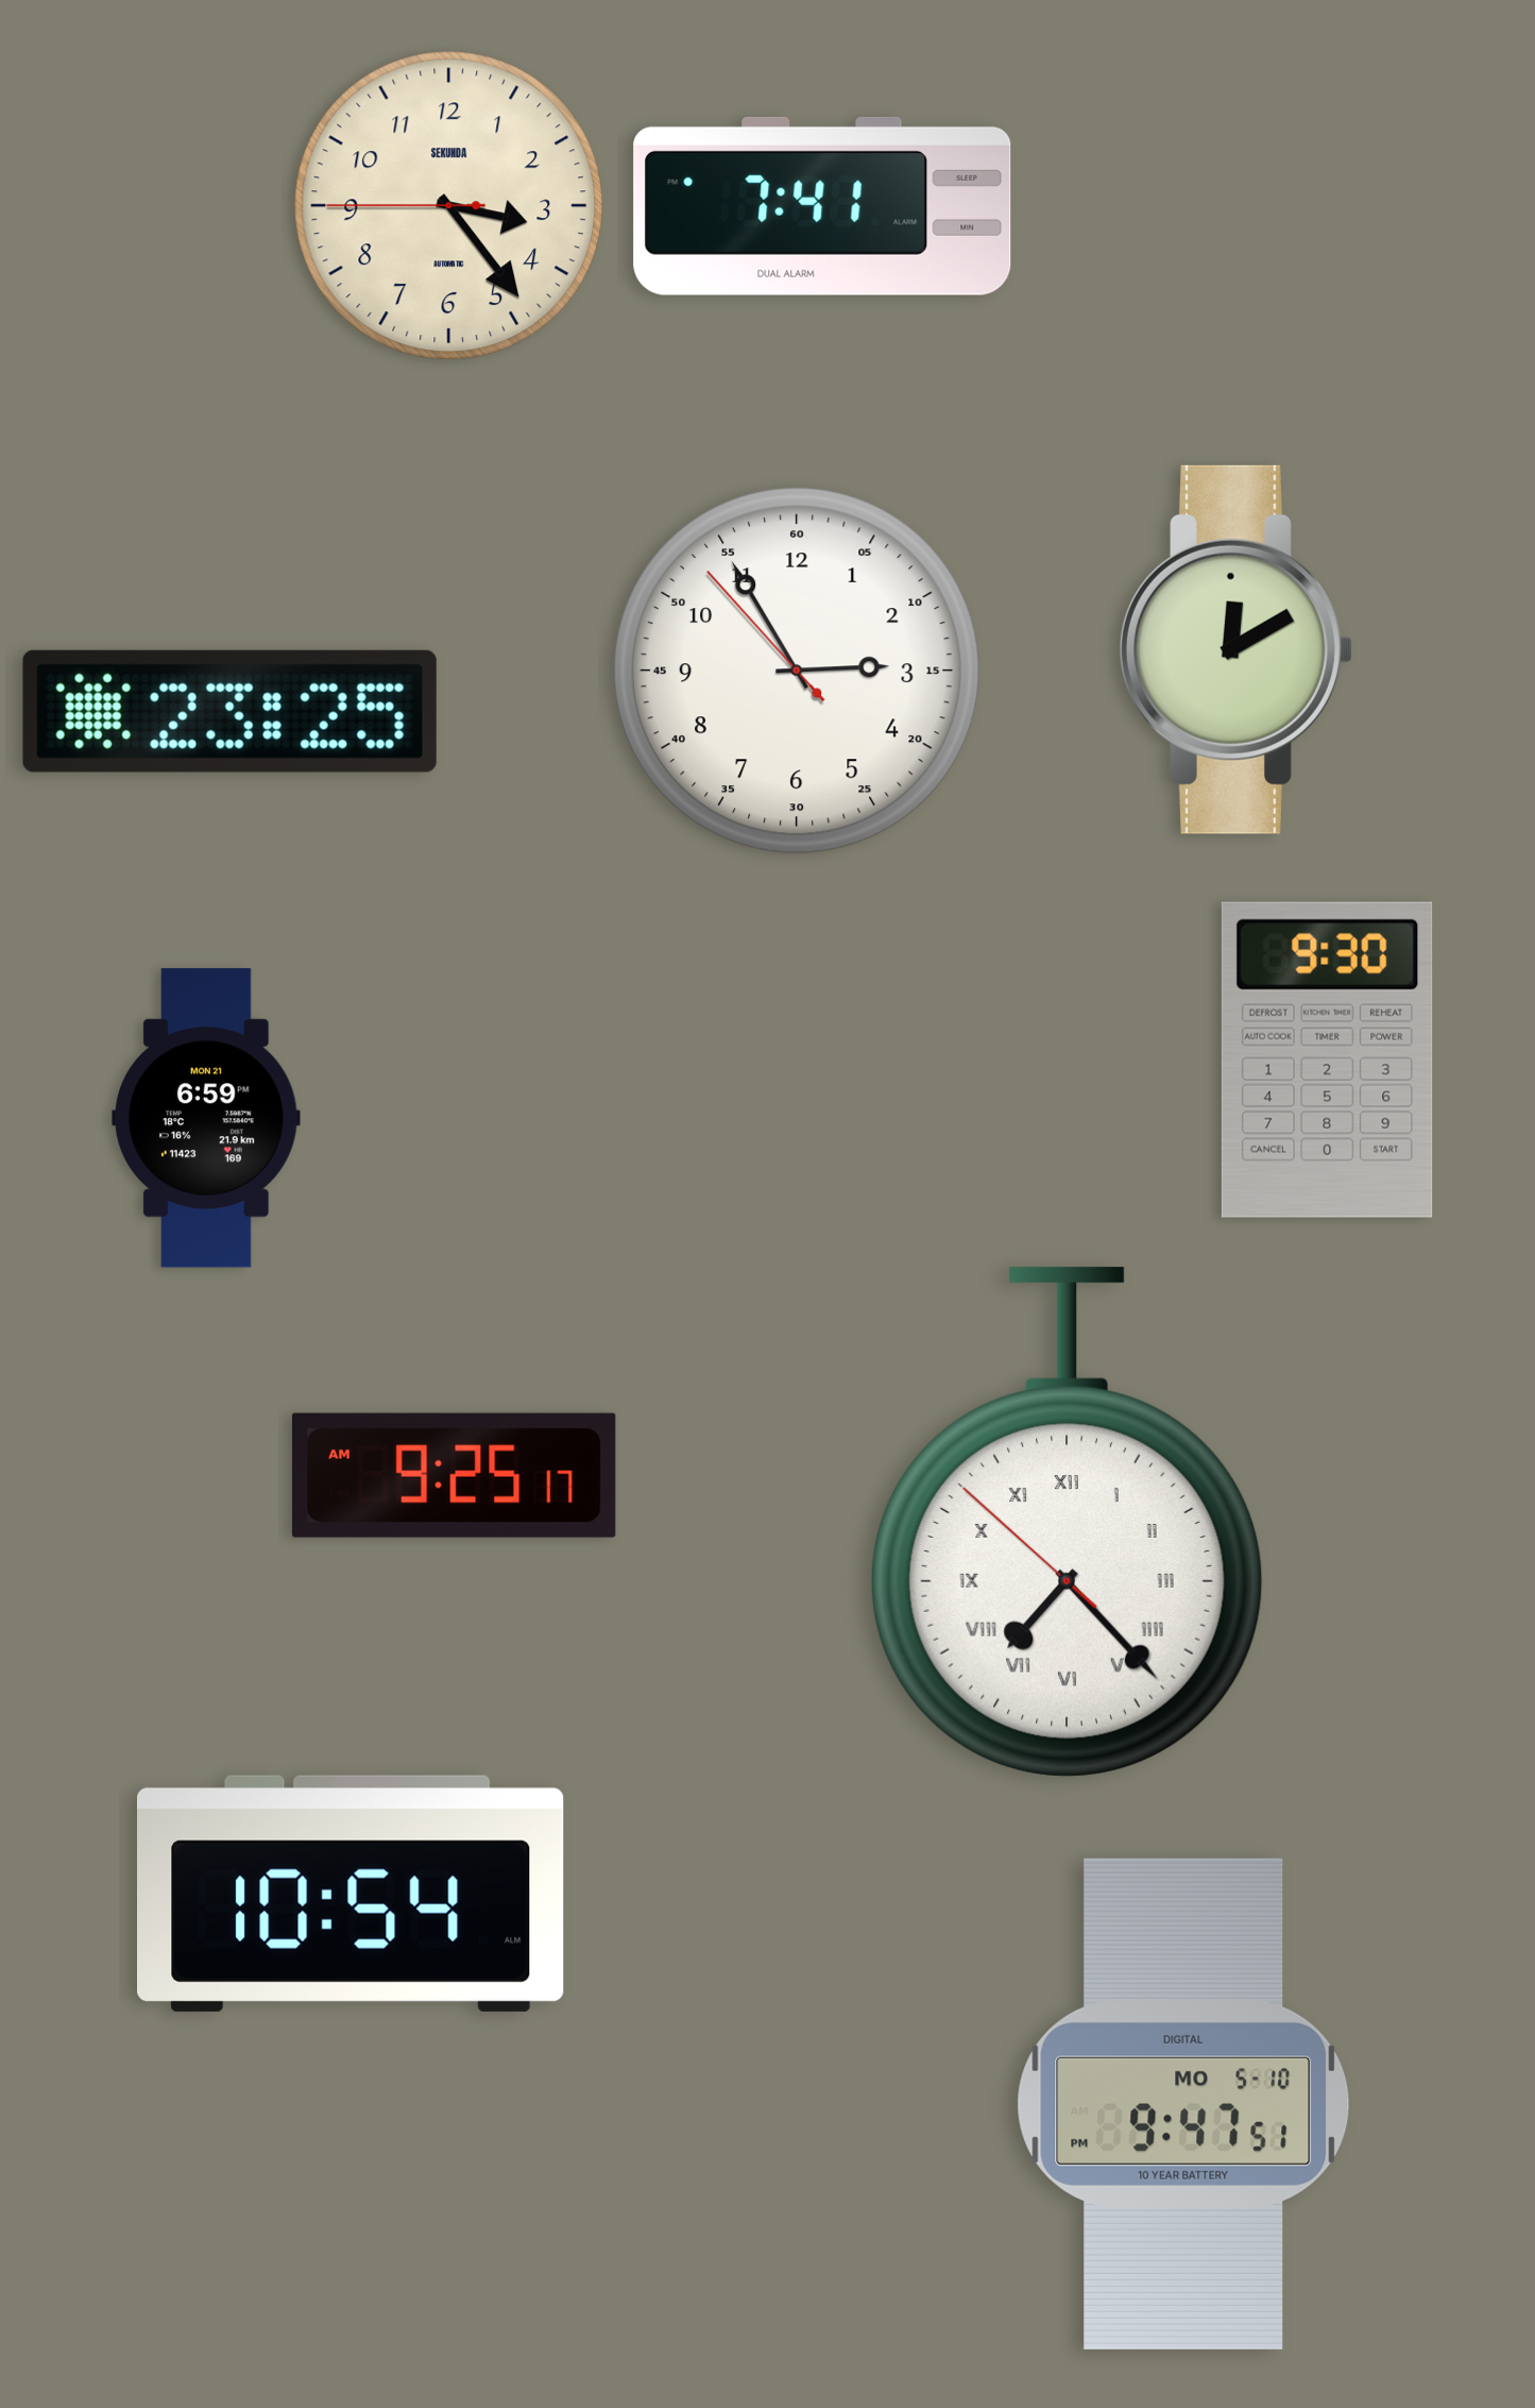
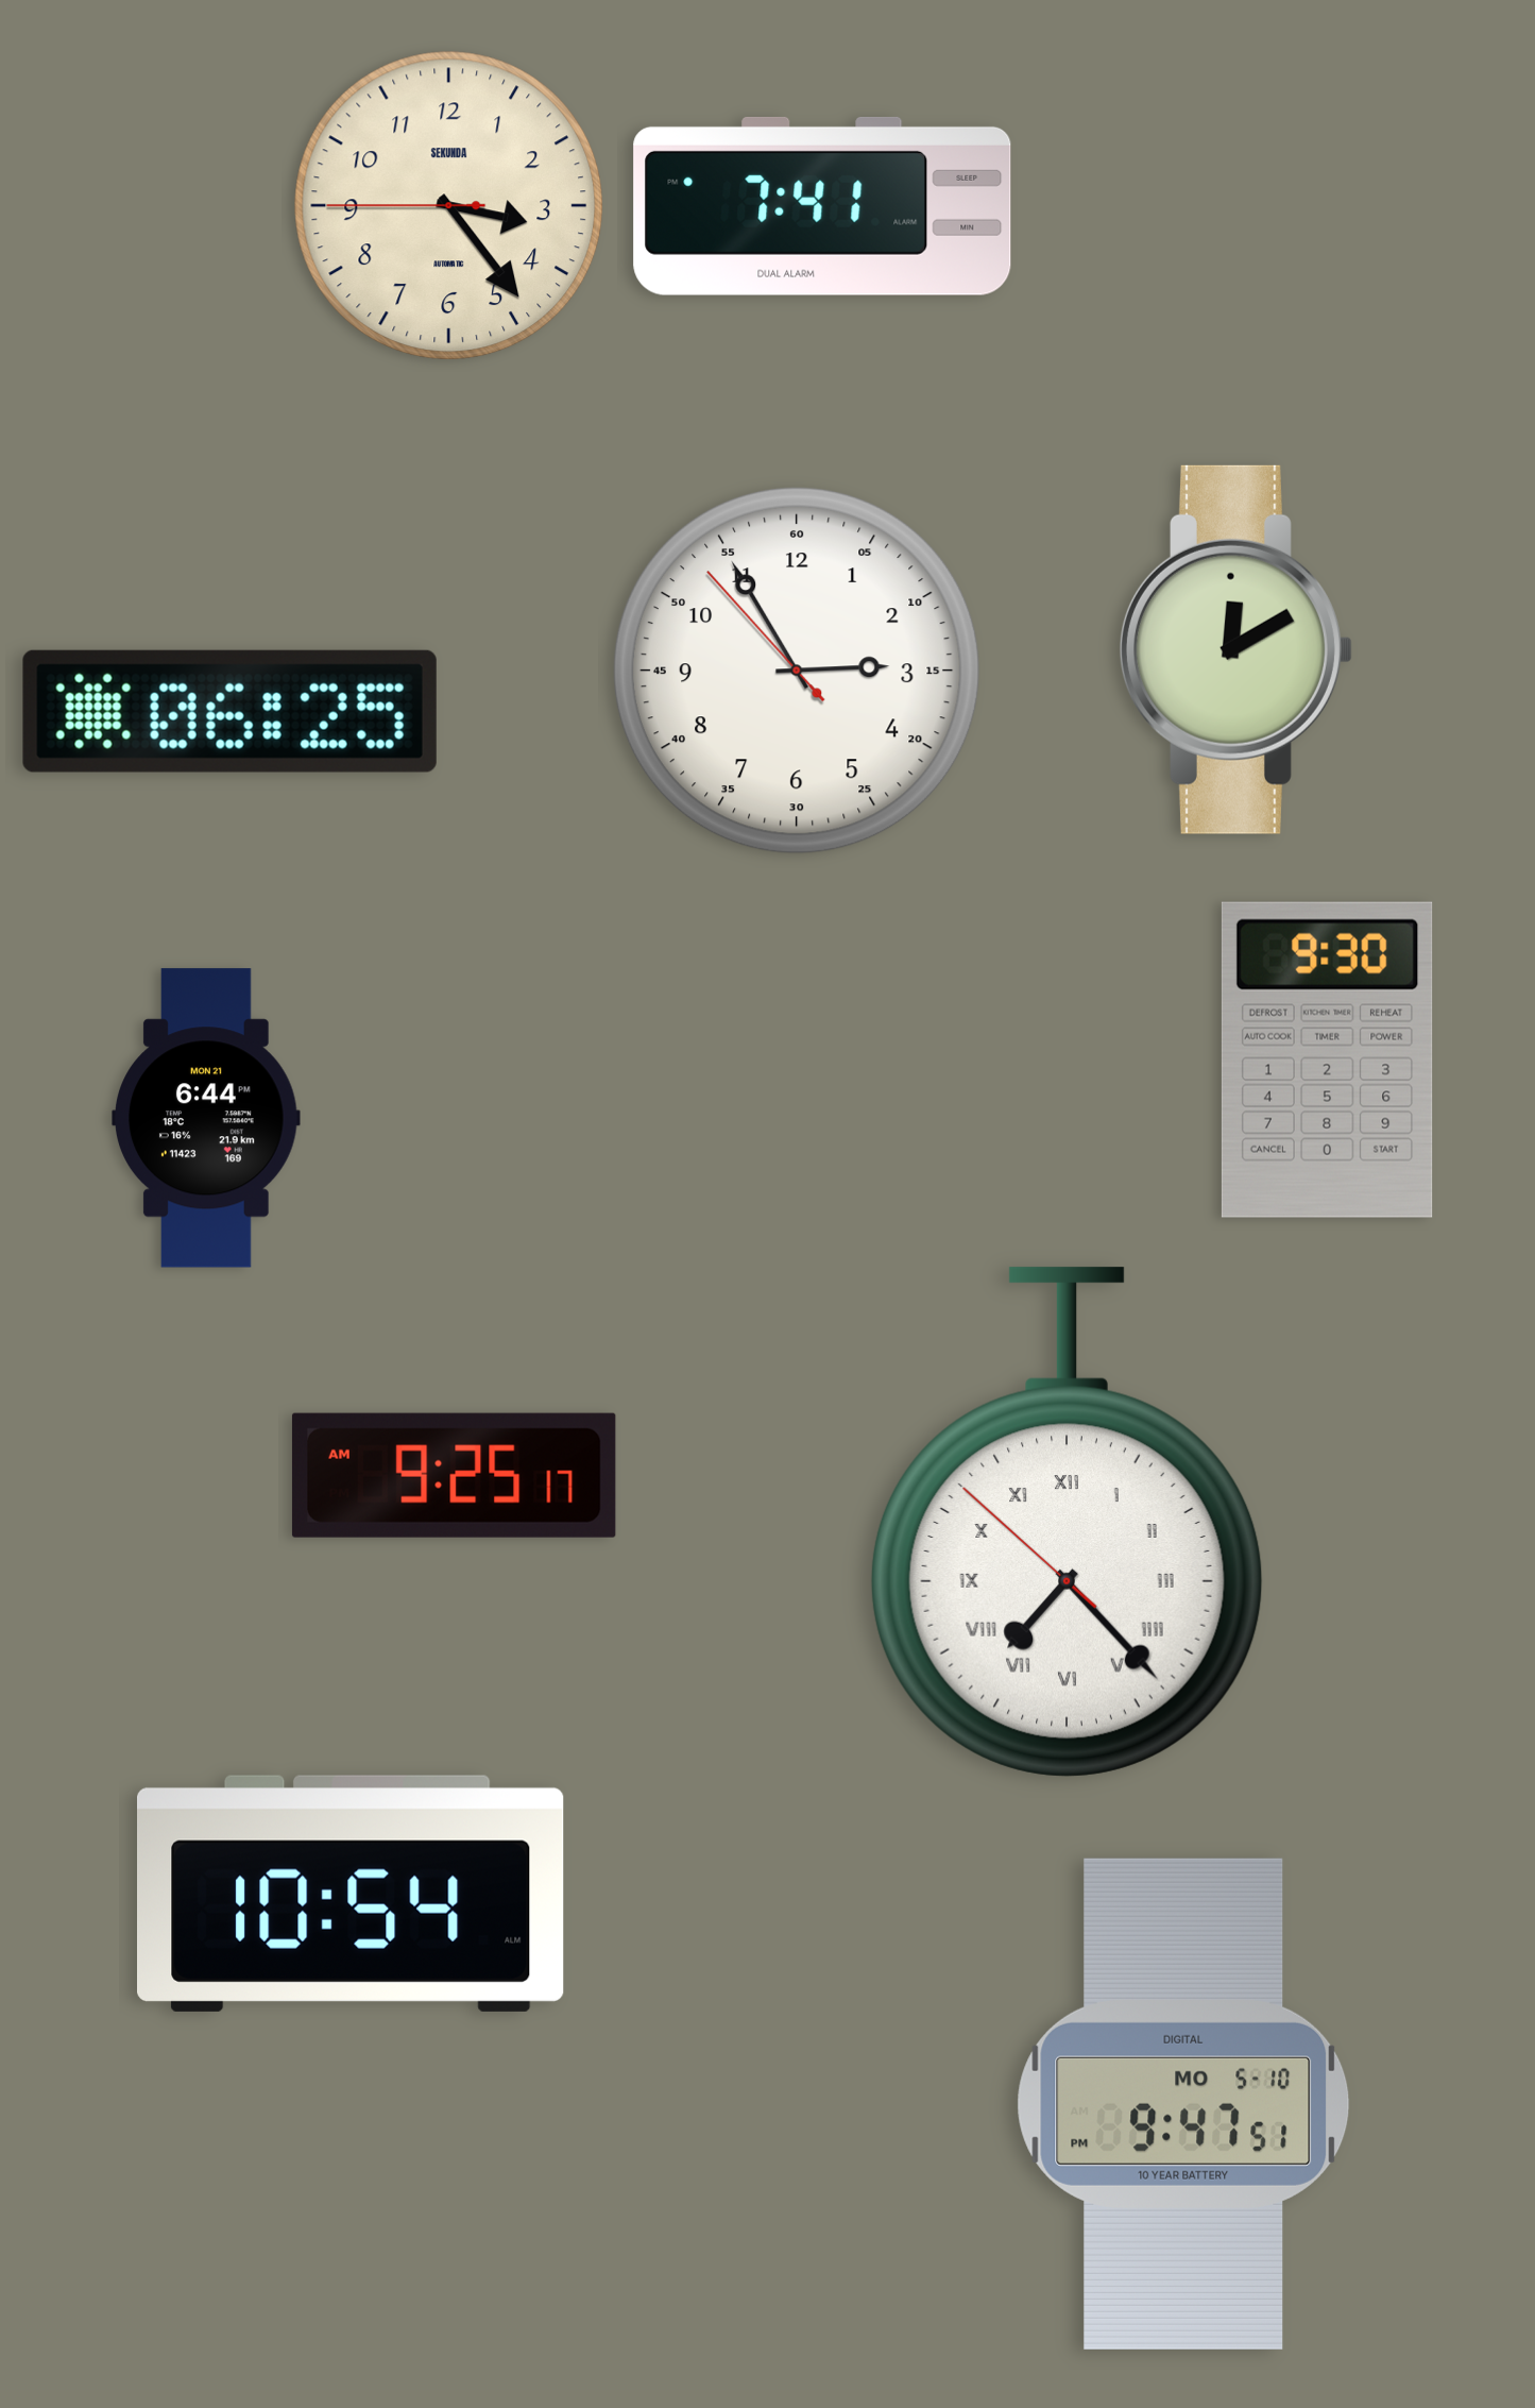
clock at (229, 711): 23:25 -> 06:25
clock at (206, 1118): 6:59 -> 6:44
